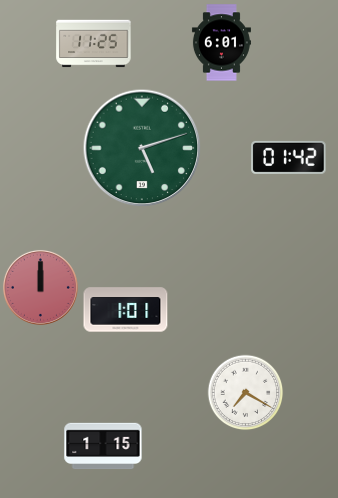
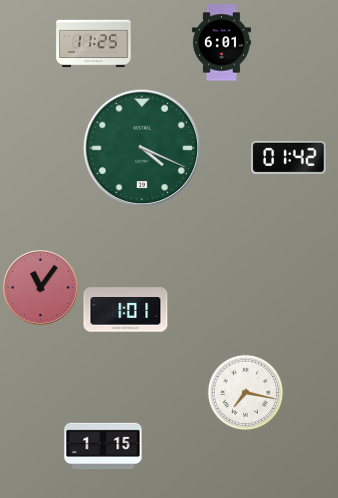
clock at (142, 148): 5:12 -> 4:19
clock at (40, 287): 12:00 -> 11:06
clock at (246, 393): 7:20 -> 7:17
